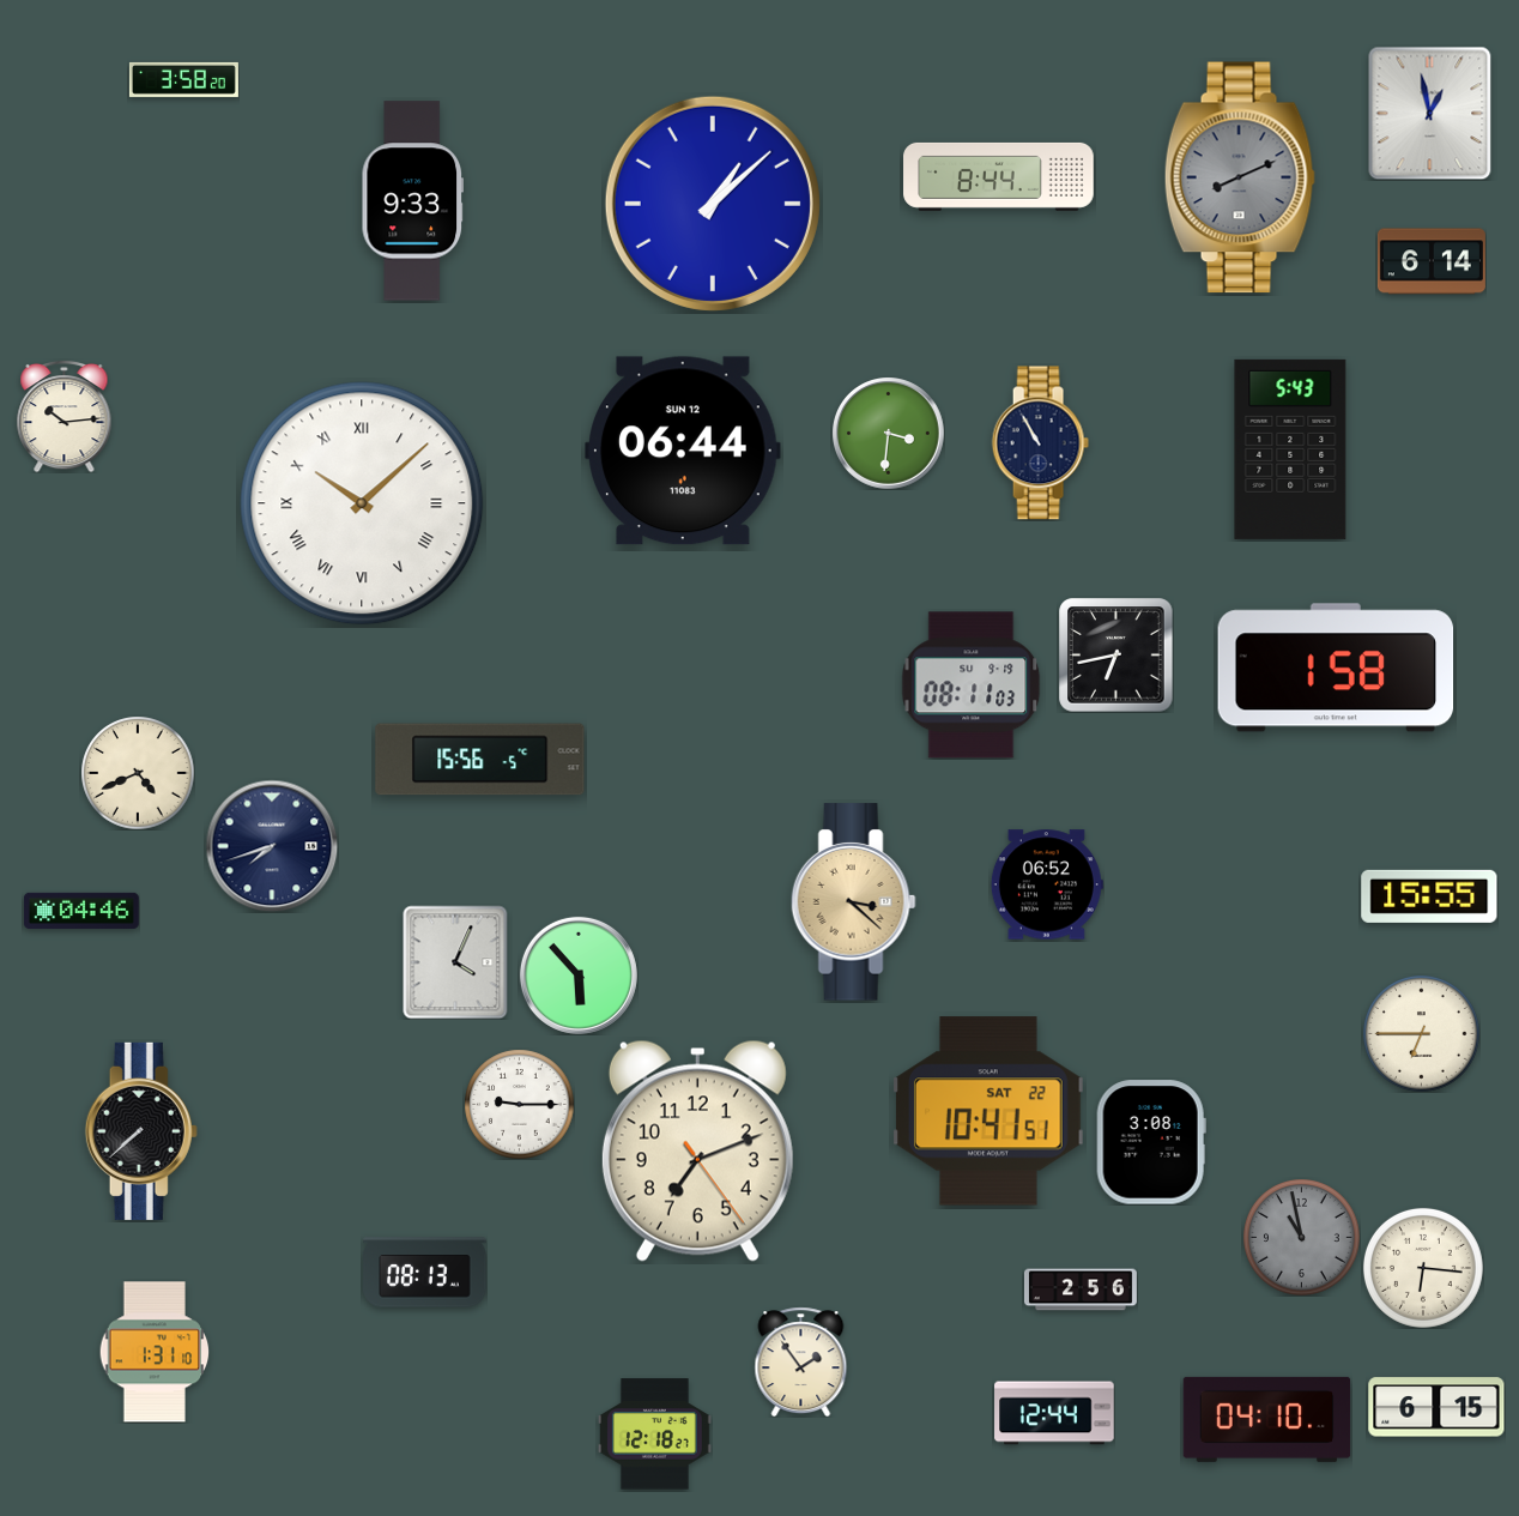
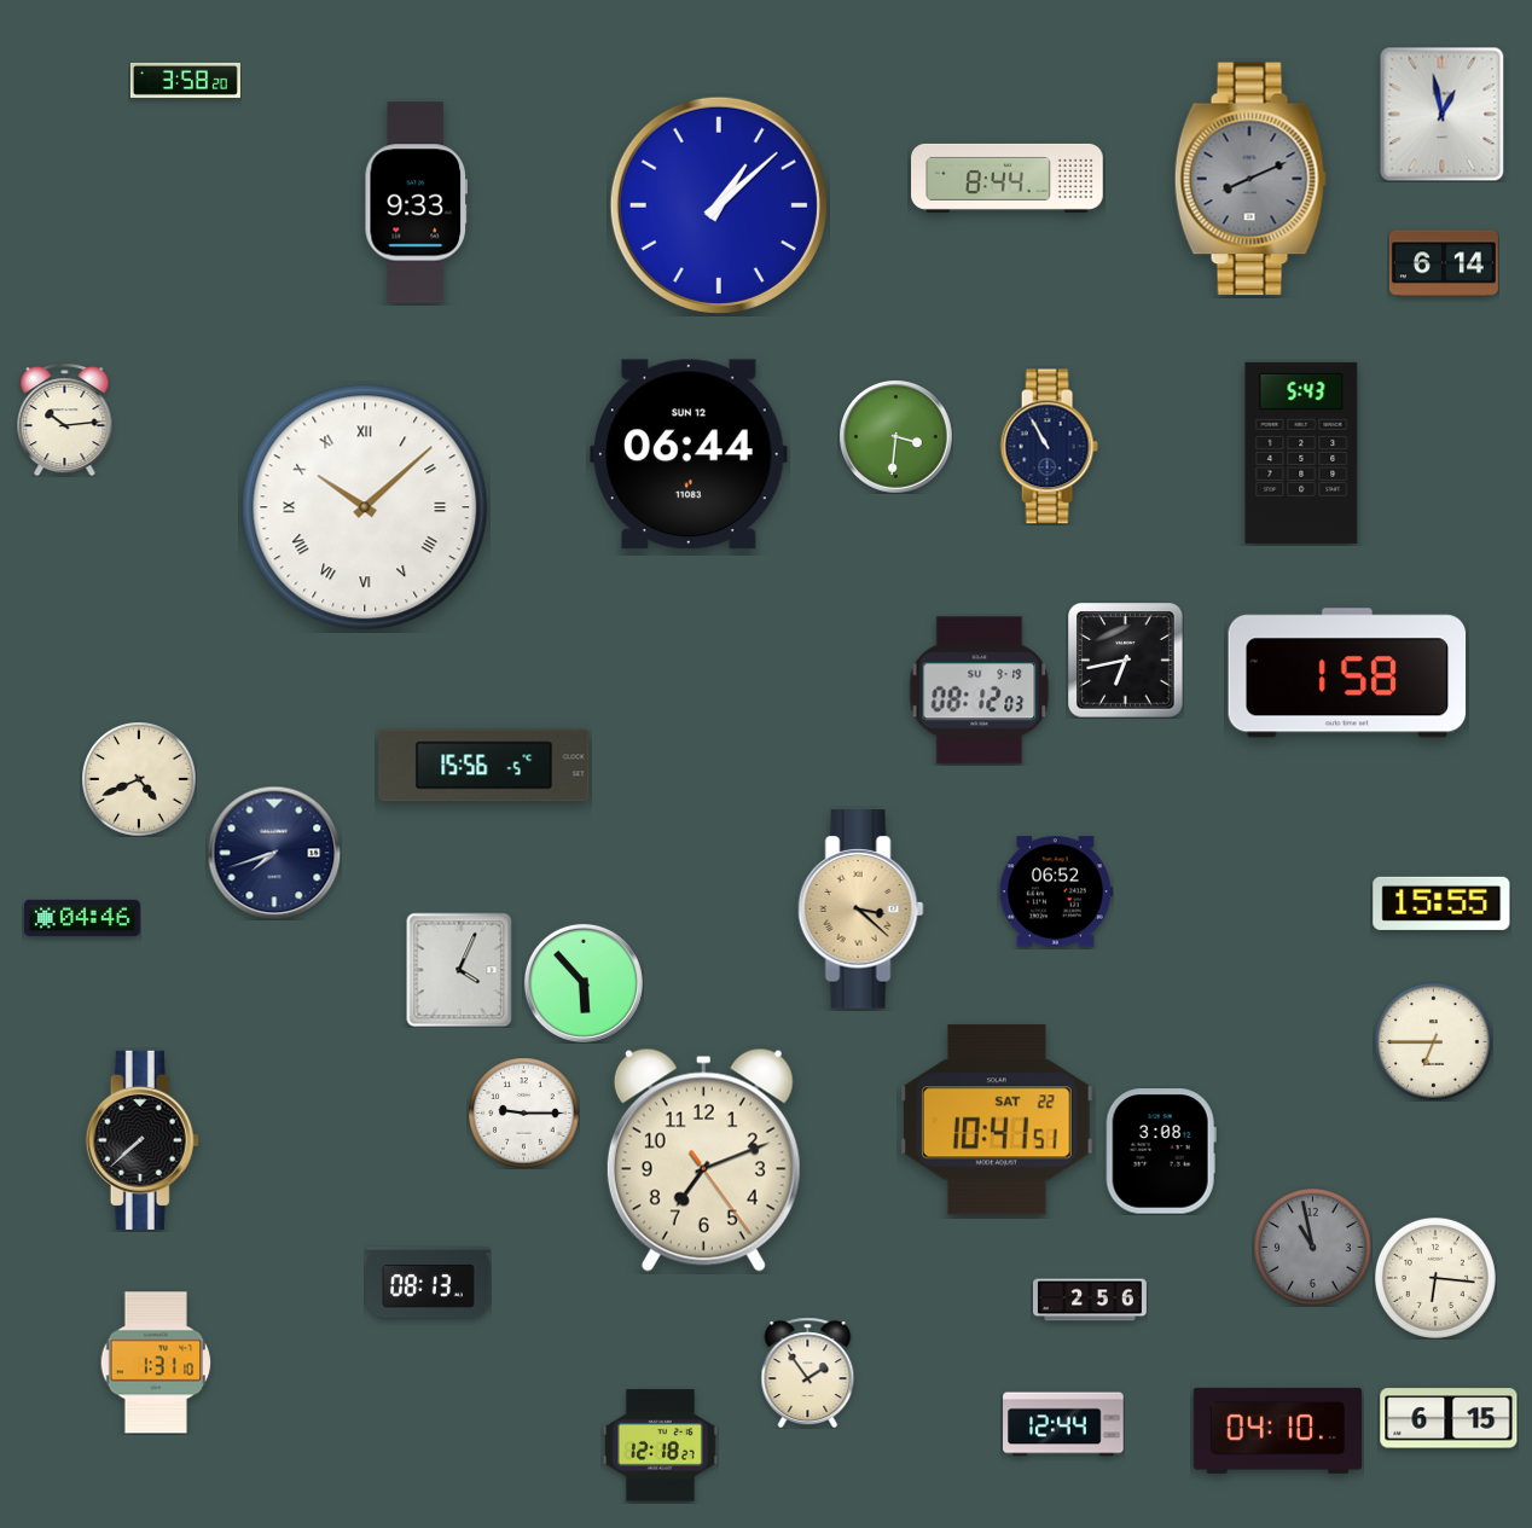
clock at (972, 685): 08:11 -> 08:12
